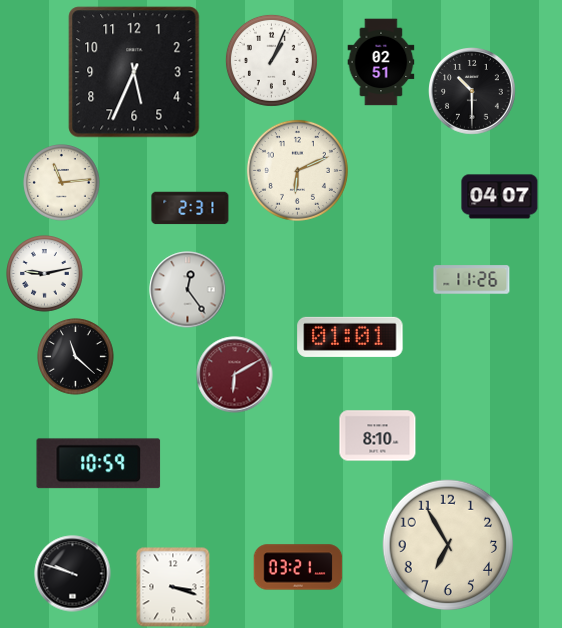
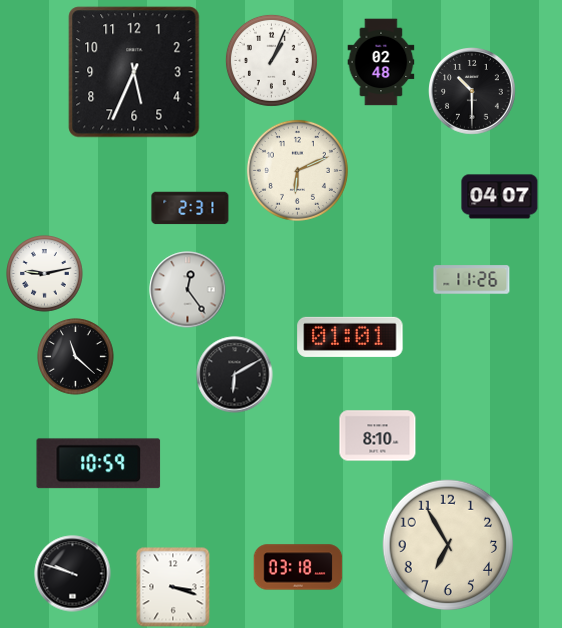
clock at (381, 62): 02:51 -> 02:48
clock at (62, 183): 11:14 -> none
clock at (235, 375) dial: burgundy -> black
clock at (298, 567): 03:21 -> 03:18
